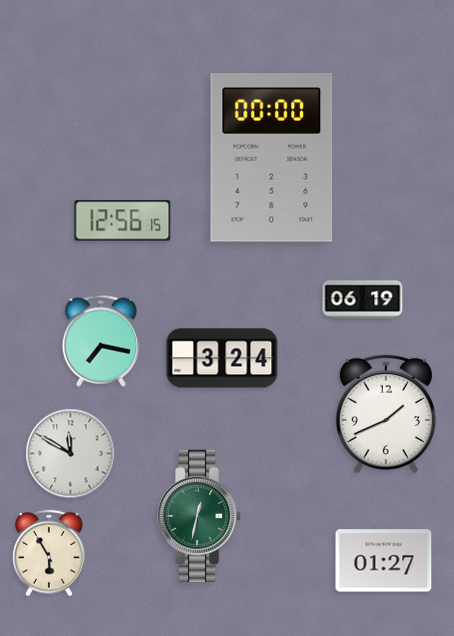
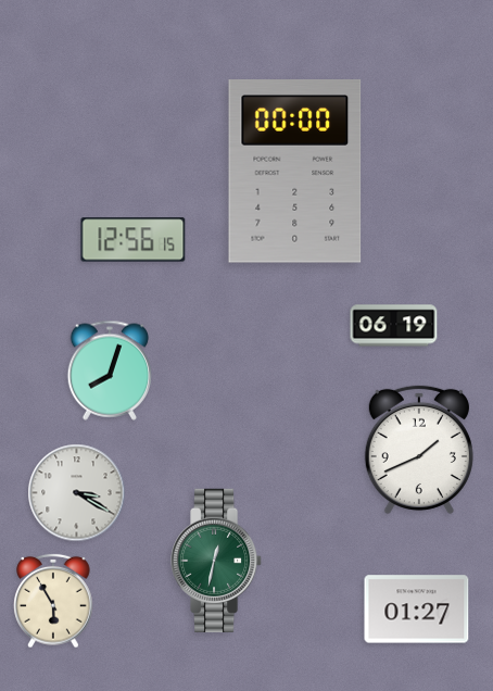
clock at (100, 341): 7:17 -> 8:03
clock at (222, 358): 3:24 -> none
clock at (71, 454): 11:50 -> 3:20
